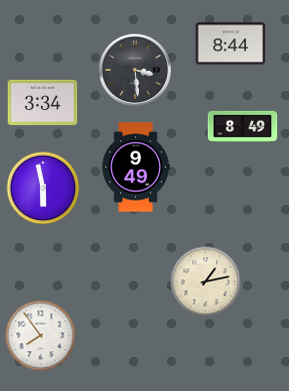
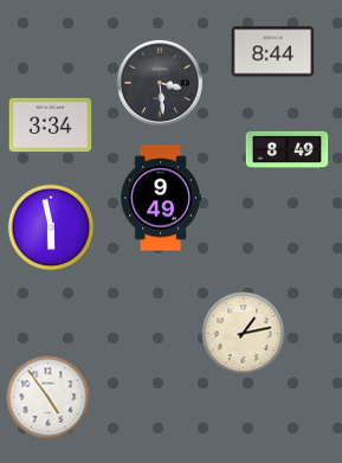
clock at (43, 103) position: (43, 103) -> (51, 126)
clock at (43, 188) position: (43, 188) -> (51, 227)
clock at (41, 336): 7:54 -> 4:54
